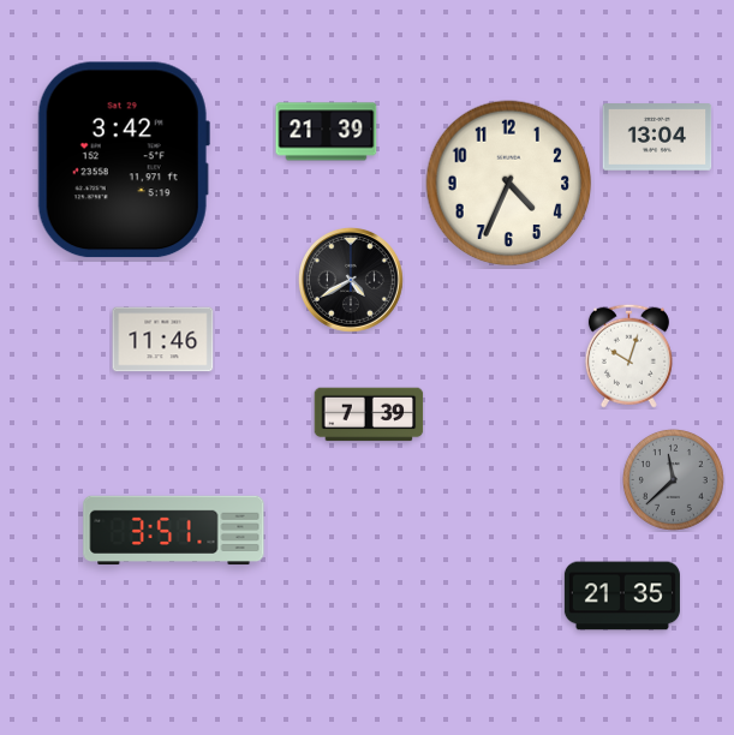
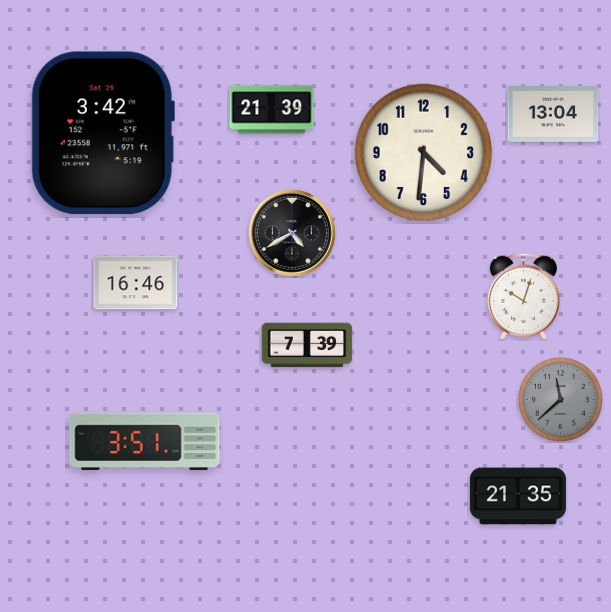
clock at (657, 137) position: (657, 137) -> (553, 114)
clock at (509, 184): 4:34 -> 4:31
clock at (163, 340): 11:46 -> 16:46
